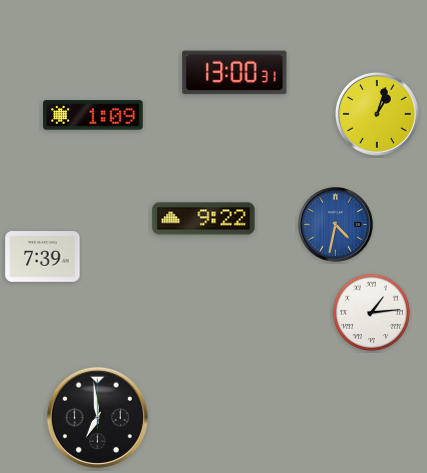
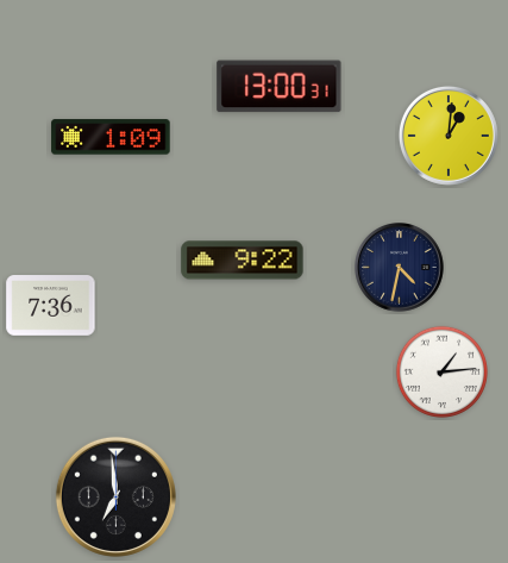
clock at (377, 114): 1:03 -> 1:01
clock at (336, 225) dial: blue -> navy
clock at (43, 257): 7:39 -> 7:36
